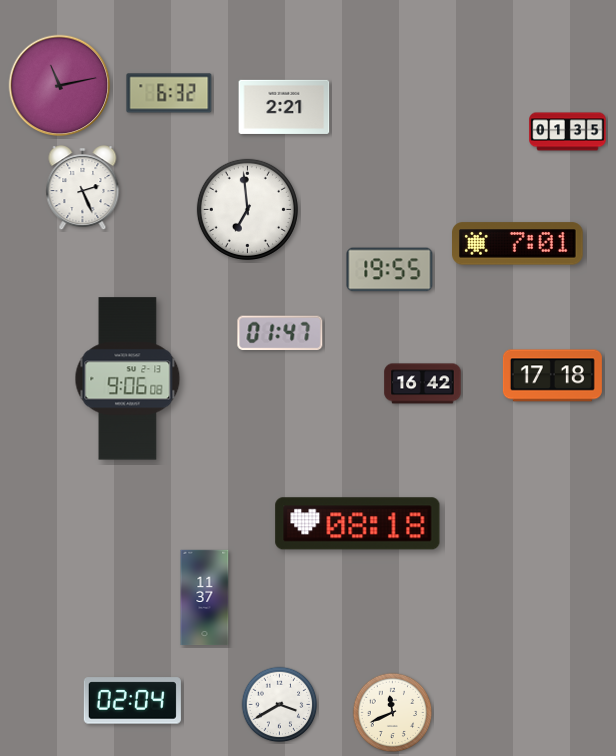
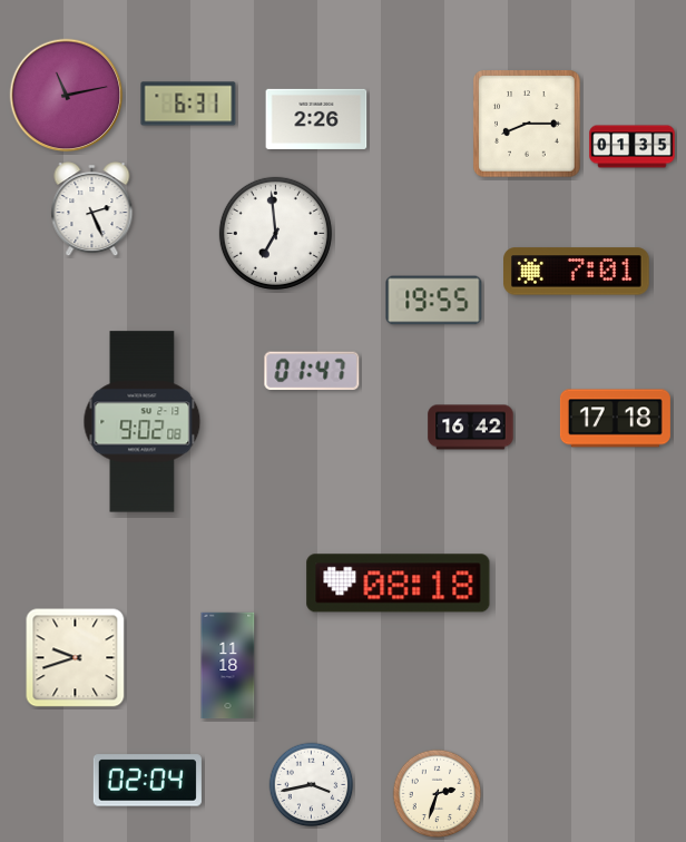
clock at (169, 93): 6:32 -> 6:31
clock at (284, 107): 2:21 -> 2:26
clock at (527, 124): none -> 8:15
clock at (128, 379): 9:06 -> 9:02
clock at (76, 658): none -> 9:42
clock at (205, 598): 11:37 -> 11:18
clock at (280, 705): 3:40 -> 3:43
clock at (393, 713): 11:41 -> 2:33
